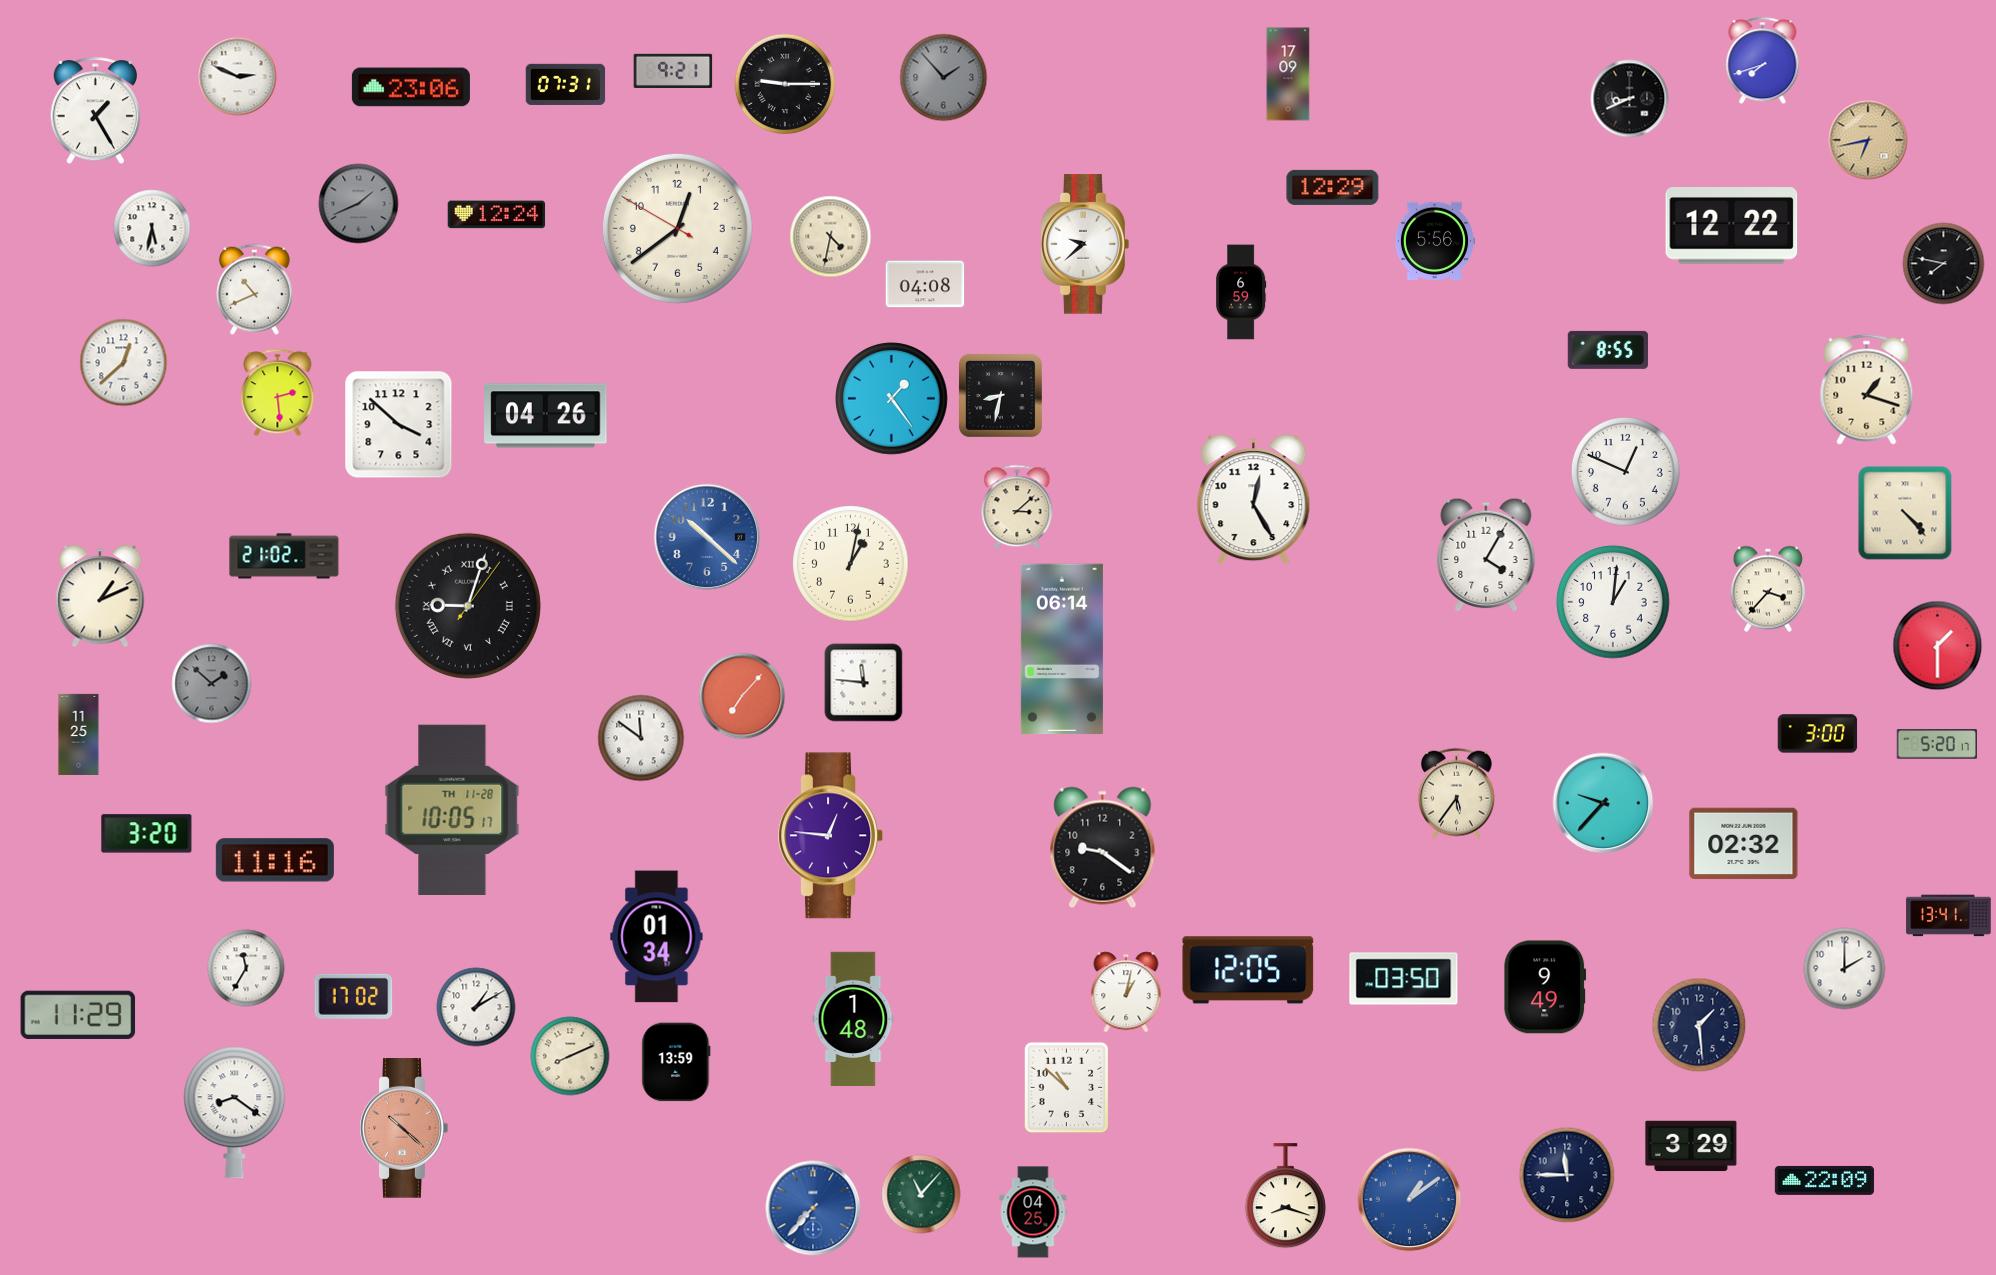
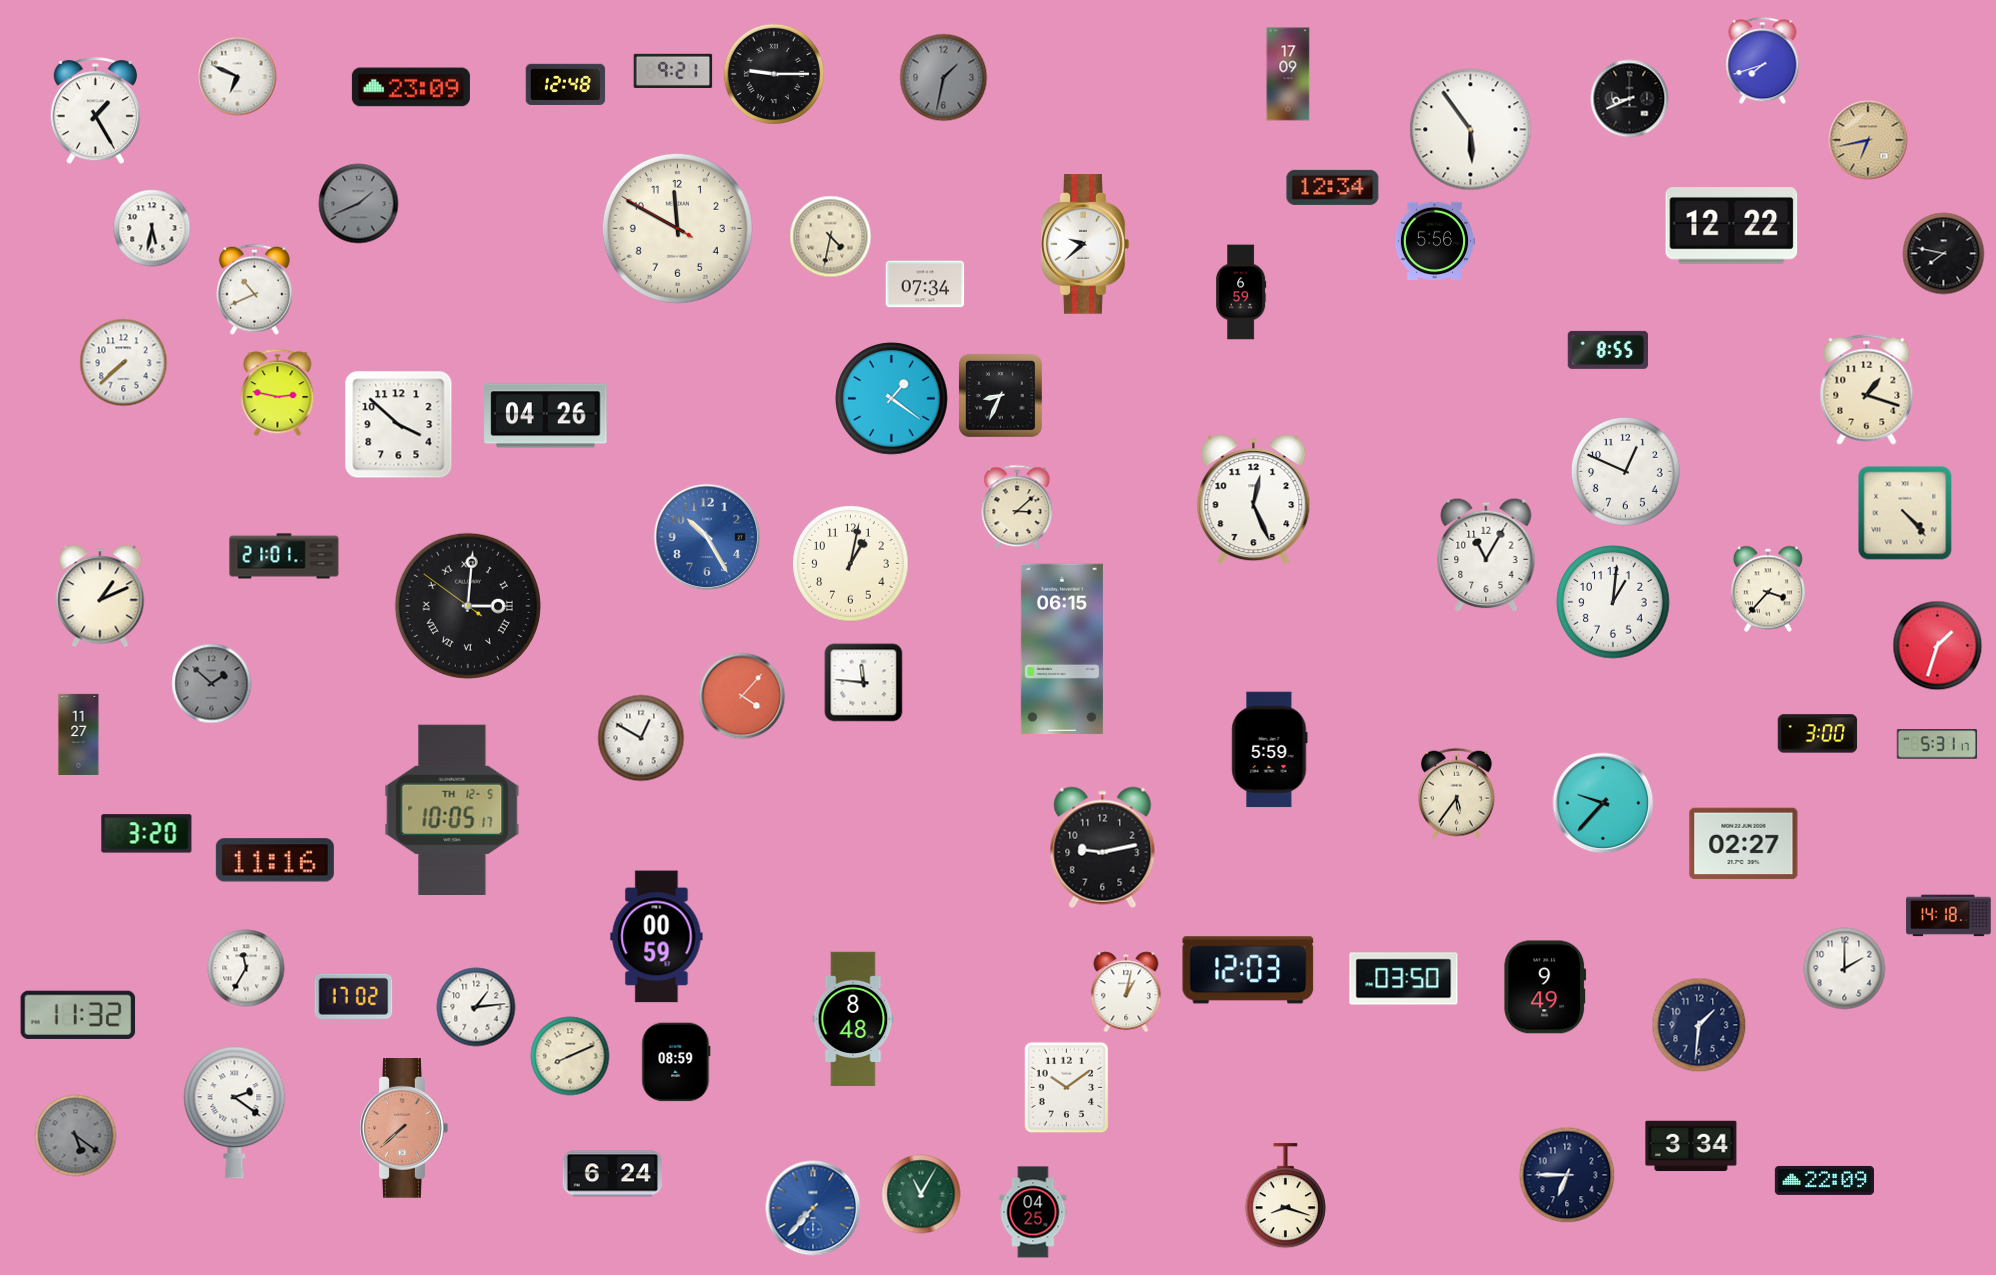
clock at (238, 77): 2:49 -> 6:49
clock at (944, 78): 1:53 -> 1:32
clock at (566, 84): 07:31 -> 12:48
clock at (785, 84) position: (785, 84) -> (774, 74)
clock at (411, 87): 23:06 -> 23:09
clock at (1471, 130): none -> 5:54
clock at (1333, 187): 12:29 -> 12:34
clock at (497, 215): 12:24 -> none
clock at (677, 228): 12:38 -> 11:49
clock at (1944, 264) position: (1944, 264) -> (1944, 254)
clock at (925, 284): 04:08 -> 07:34
clock at (124, 363): 12:38 -> 7:38
clock at (278, 393): 2:29 -> 2:47
clock at (1000, 395): 8:32 -> 8:34
clock at (892, 399): 1:24 -> 1:21
clock at (1254, 500): 12:25 -> 12:26
clock at (707, 537): 10:22 -> 10:25
clock at (1486, 555): 4:05 -> 11:05
clock at (284, 556): 21:02 -> 21:01
clock at (468, 606): 9:03 -> 3:00
clock at (1938, 646): 1:30 -> 1:33
clock at (1062, 649): 06:14 -> 06:15
clock at (742, 696): 7:07 -> 4:07
clock at (79, 734): 11:25 -> 11:27
clock at (641, 738): 11:51 -> 12:50
clock at (1936, 744): 5:20 -> 5:31
clock at (1270, 750): none -> 5:59
clock at (452, 809) date: TH 11-28 -> TH 12-5
clock at (830, 836): 12:46 -> none
clock at (1744, 844): 02:32 -> 02:27
clock at (1103, 848): 9:21 -> 9:13
clock at (1949, 916): 13:41 -> 14:18
clock at (657, 937): 01:34 -> 00:59
clock at (1248, 970): 12:05 -> 12:03
clock at (476, 1007): 1:10 -> 1:14
clock at (78, 1015): 11:29 -> 11:32
clock at (853, 1019): 1:48 -> 8:48
clock at (1699, 1025): 1:29 -> 1:31
clock at (676, 1062): 13:59 -> 08:59
clock at (1067, 1088): 10:52 -> 10:09
clock at (235, 1113): 8:21 -> 2:21
clock at (404, 1128): 10:22 -> 7:38
clock at (76, 1136): none -> 5:21
clock at (1691, 1146): 3:29 -> 3:34
clock at (612, 1174): none -> 6:24
clock at (1567, 1175): 11:45 -> 6:45
clock at (921, 1194): 11:07 -> 11:05
clock at (1410, 1200): 1:09 -> none
